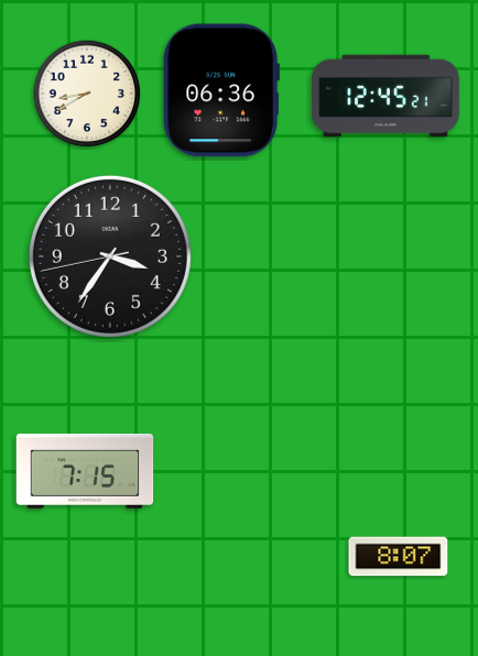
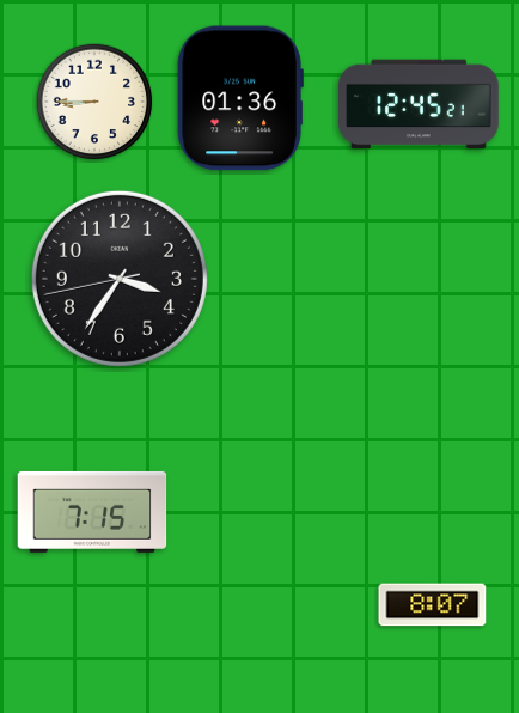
clock at (221, 90): 06:36 -> 01:36
clock at (87, 94): 8:40 -> 8:45
